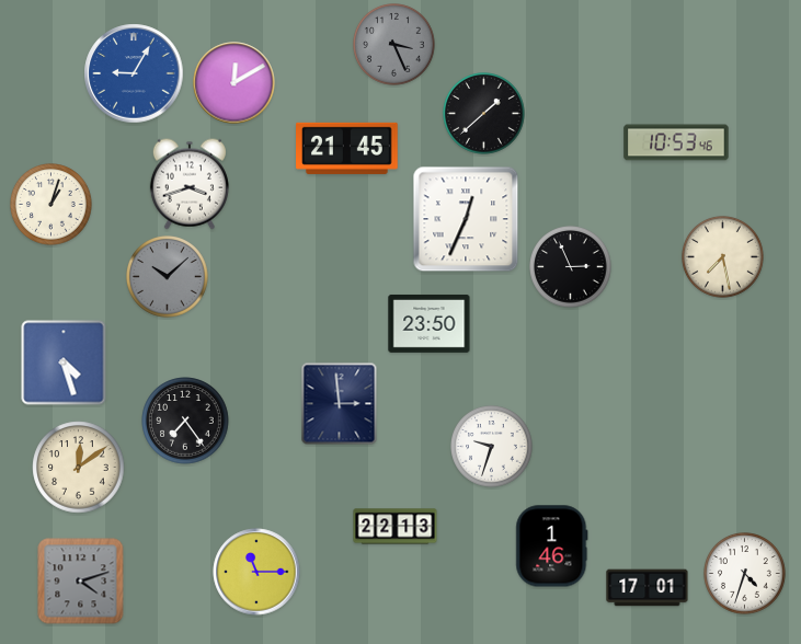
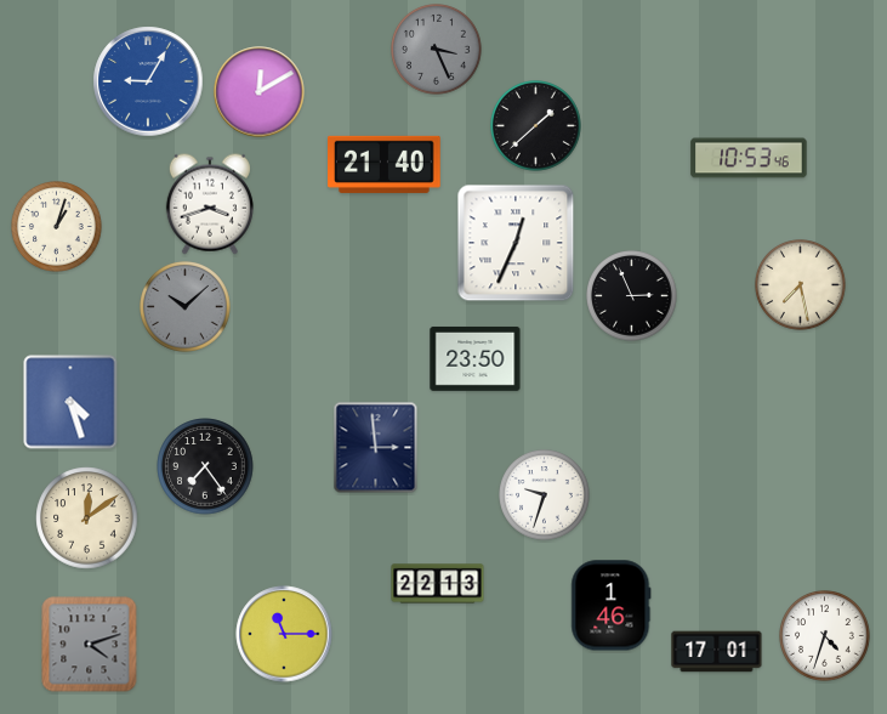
clock at (347, 148): 21:45 -> 21:40
